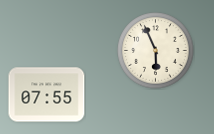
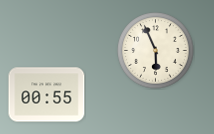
clock at (47, 95): 07:55 -> 00:55
